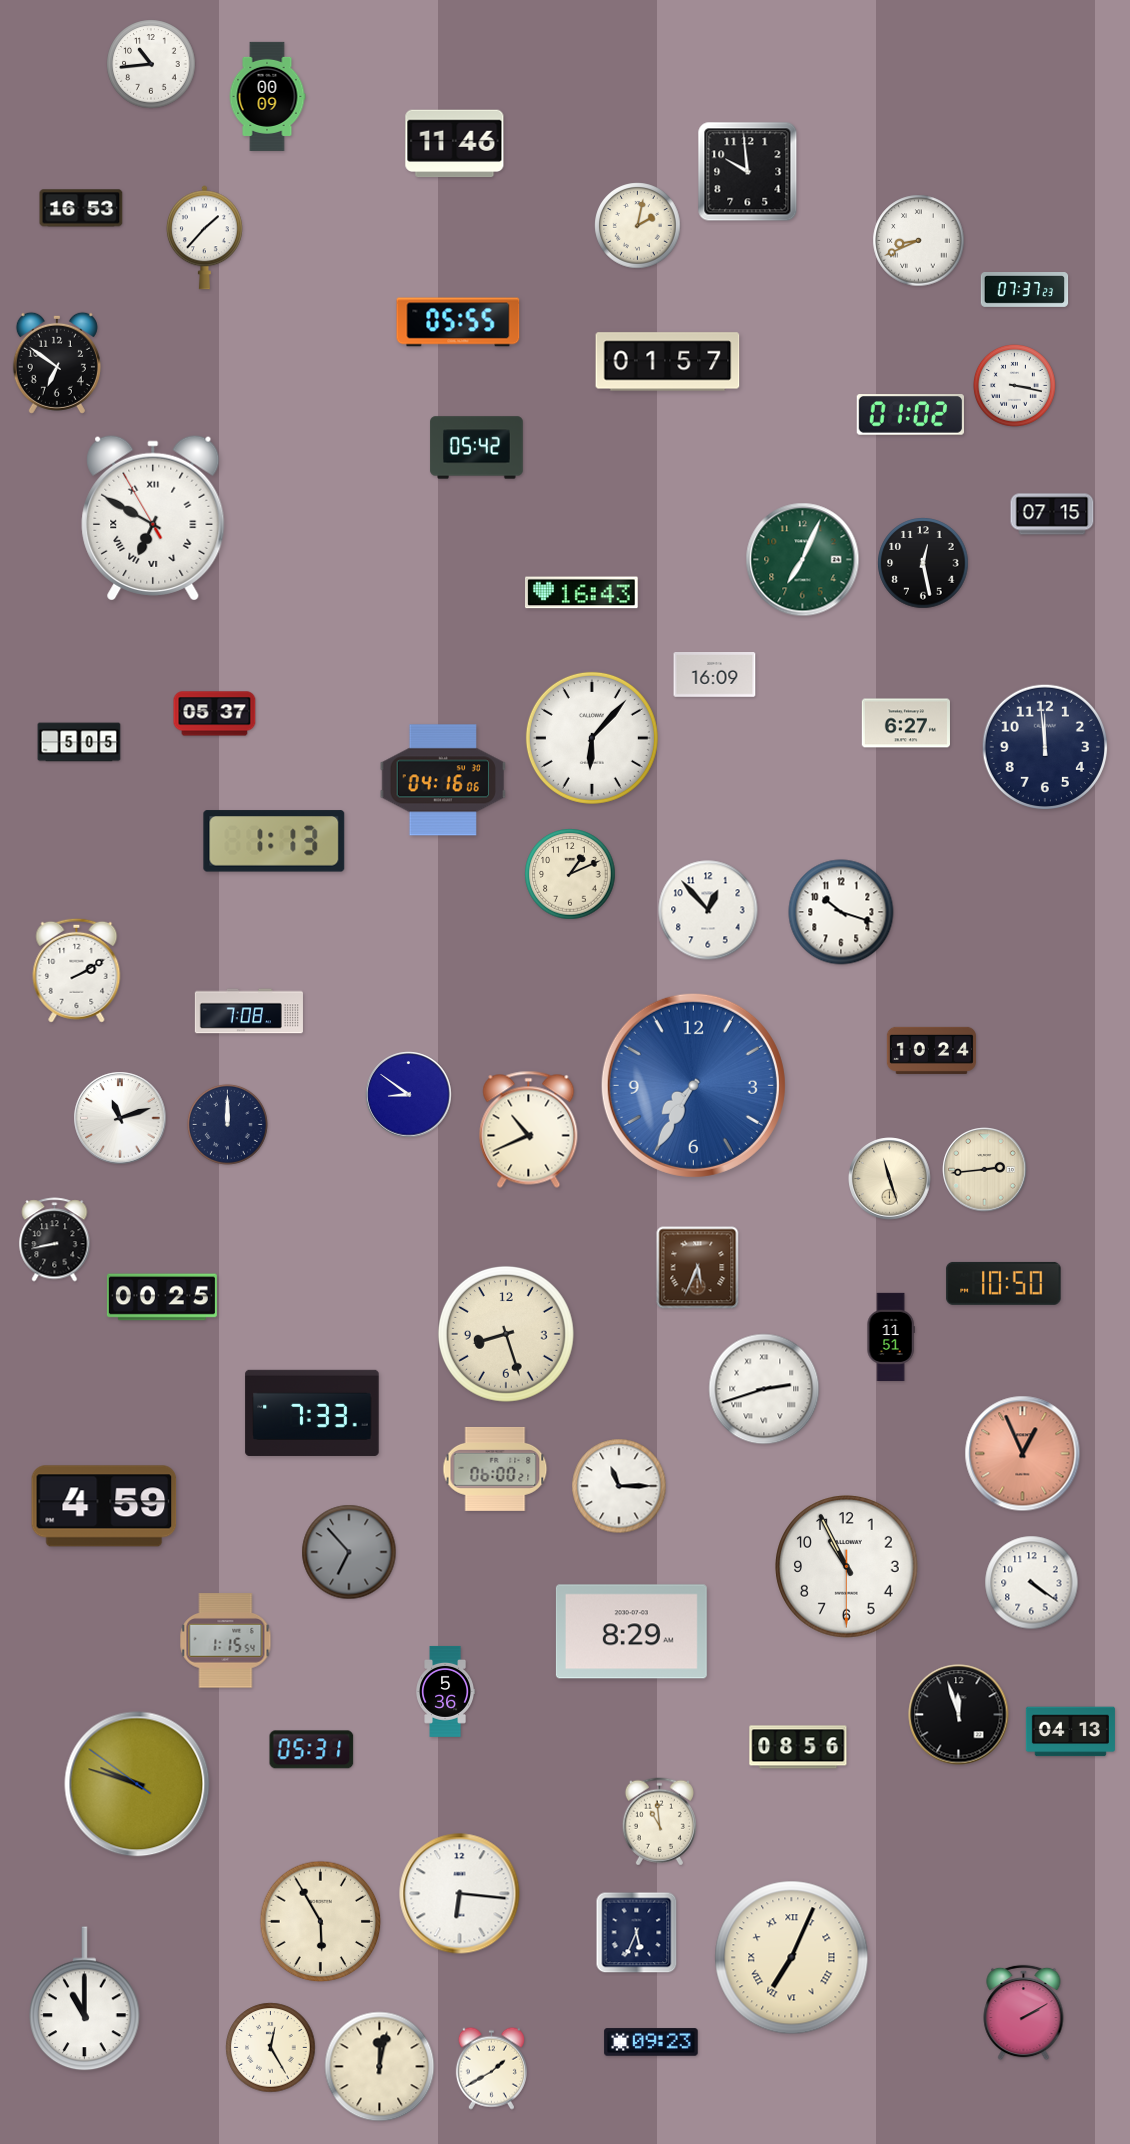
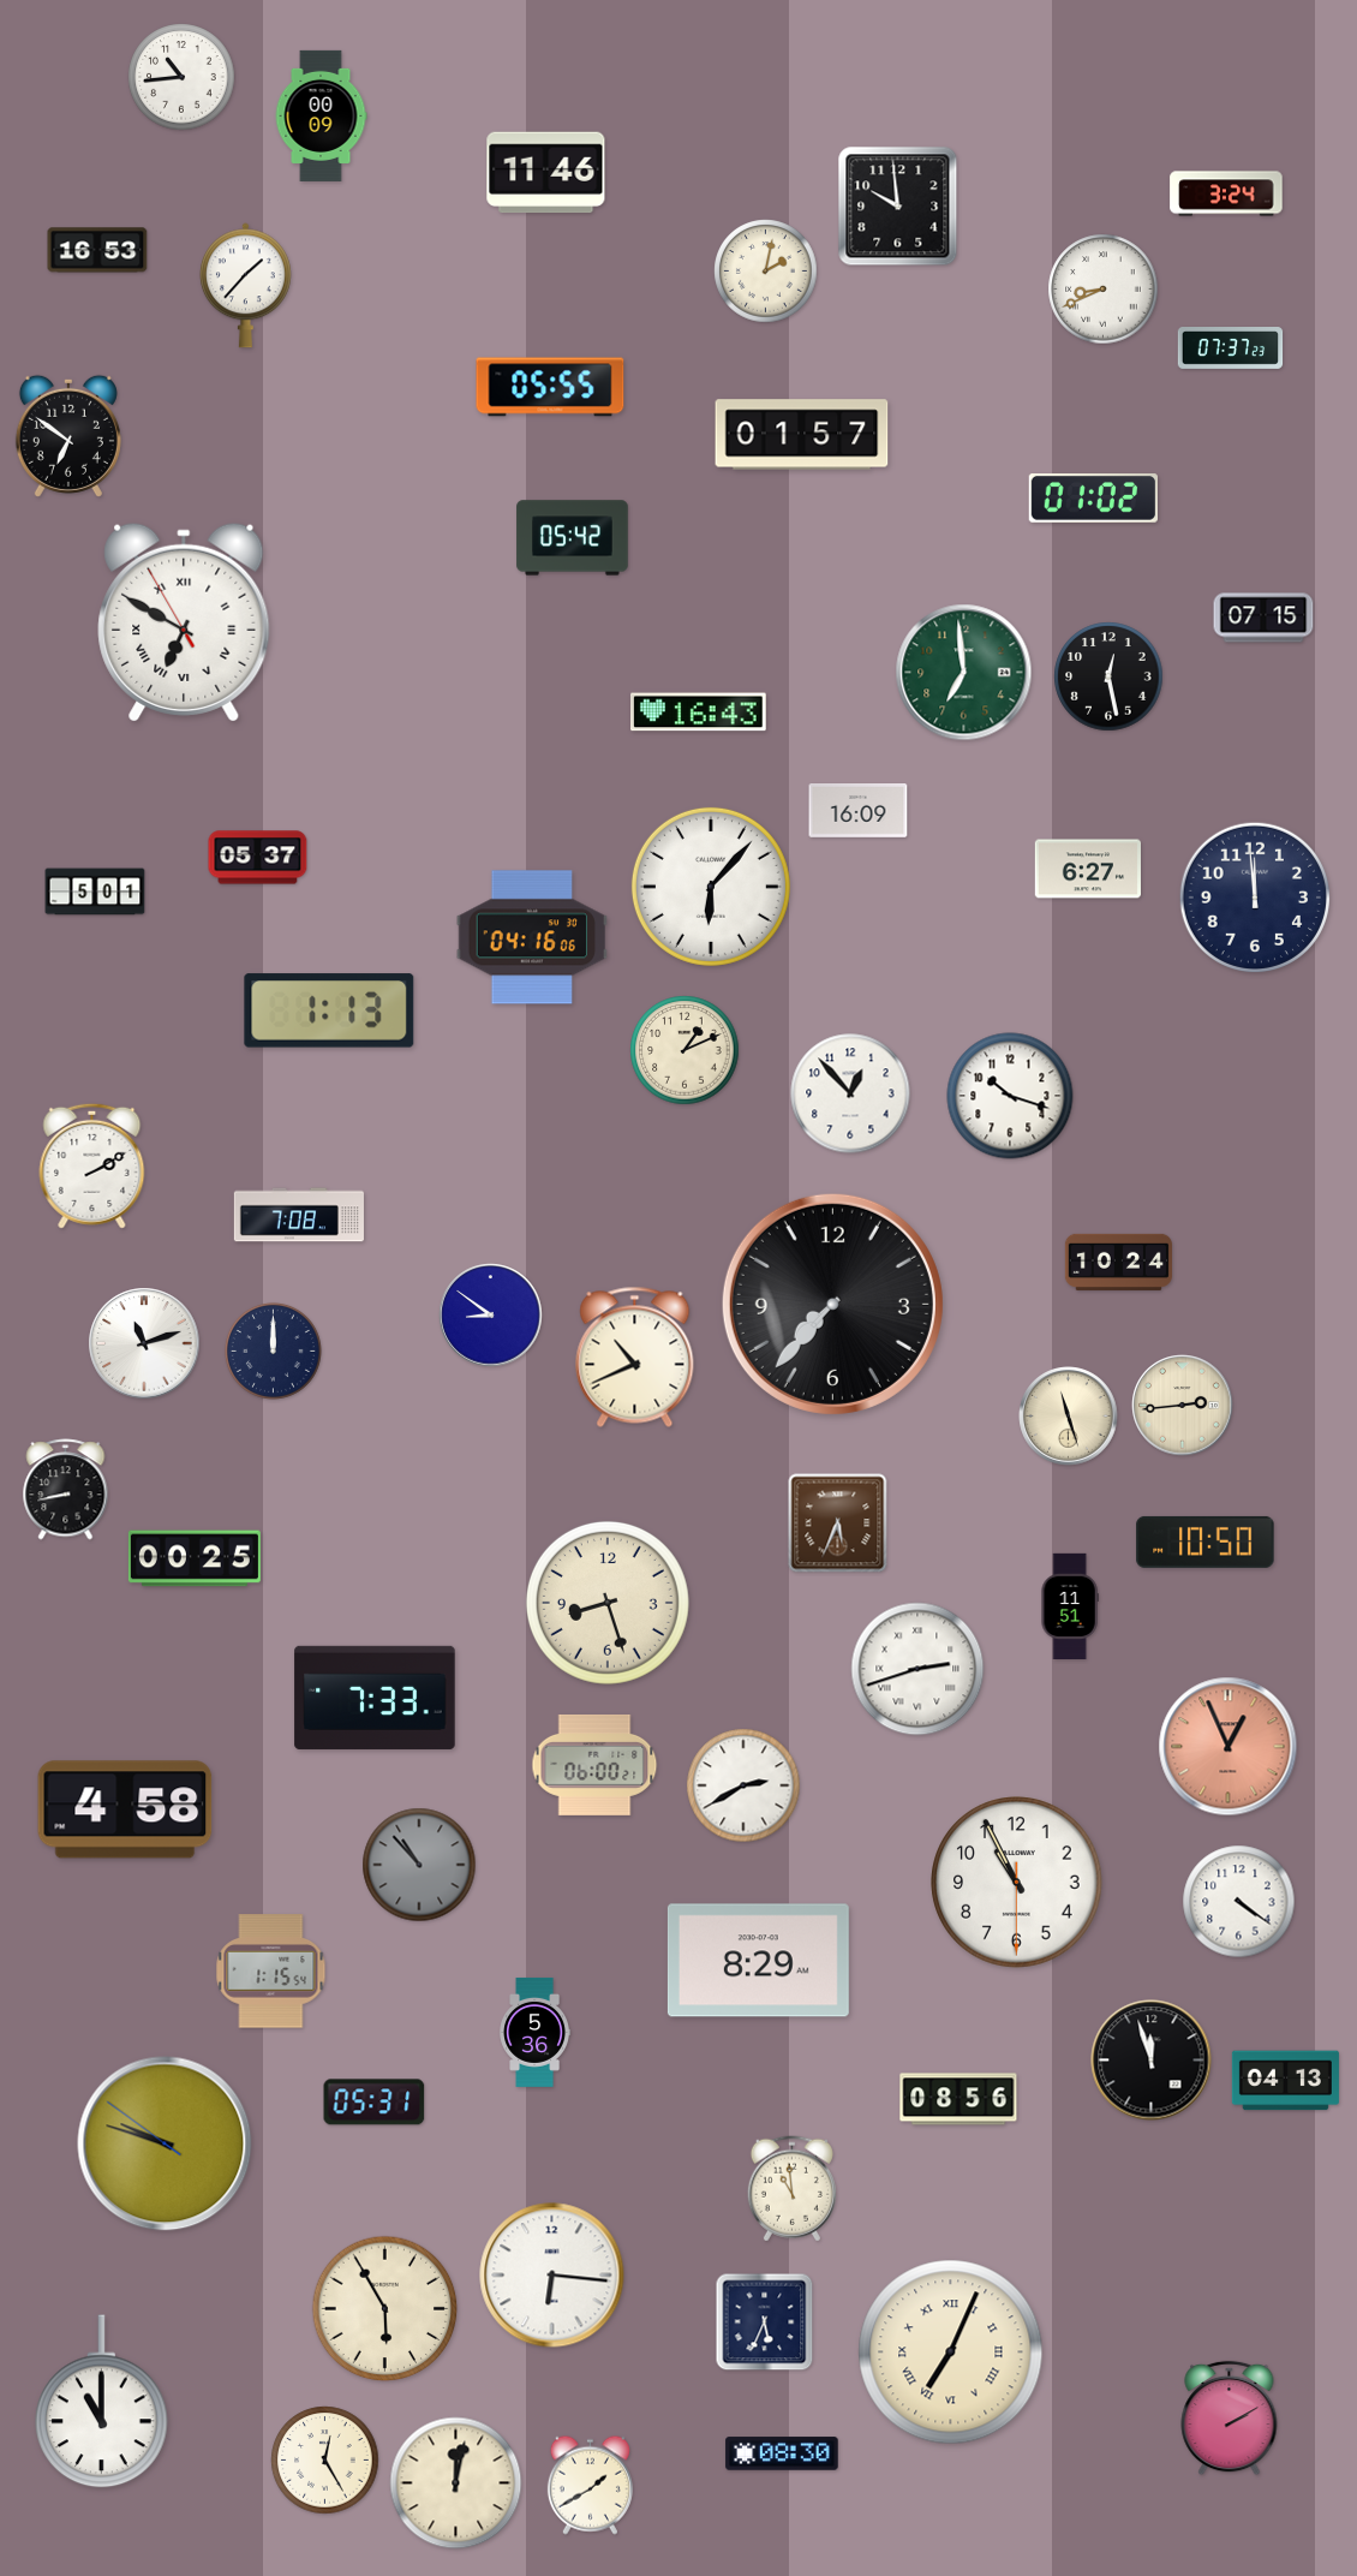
clock at (1226, 193): none -> 3:24
clock at (1014, 385): 3:17 -> none
clock at (803, 560): 7:04 -> 6:59
clock at (79, 742): 5:05 -> 5:01
clock at (693, 1085): 7:35 -> 7:37
clock at (693, 1085) dial: blue -> black
clock at (619, 1486): 11:15 -> 2:40
clock at (104, 1506): 4:59 -> 4:58
clock at (349, 1552): 6:53 -> 10:53
clock at (651, 2042): 09:23 -> 08:30
